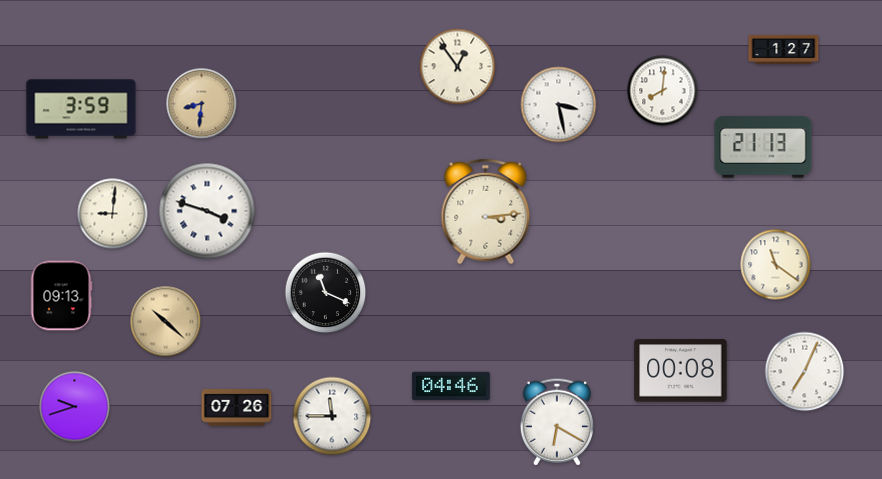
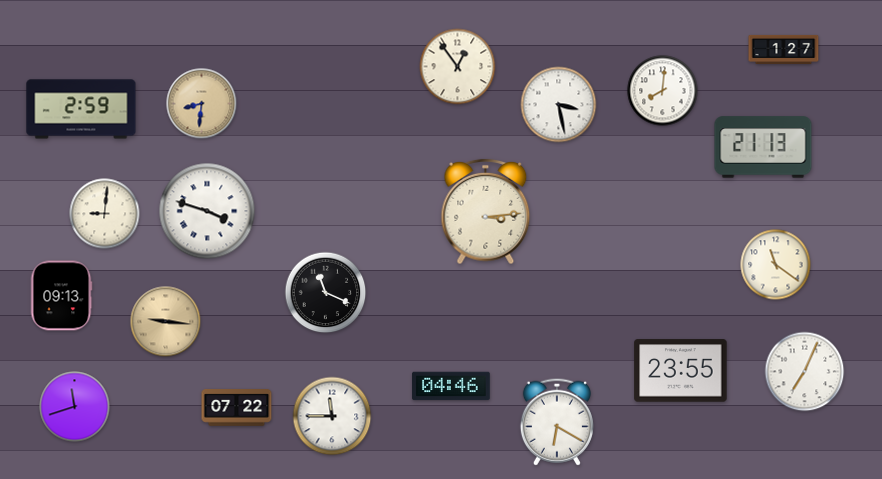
clock at (81, 109): 3:59 -> 2:59
clock at (113, 214) position: (113, 214) -> (105, 214)
clock at (166, 322): 10:22 -> 9:16
clock at (681, 371): 00:08 -> 23:55
clock at (75, 407): 9:42 -> 11:42
clock at (237, 408): 07:26 -> 07:22
